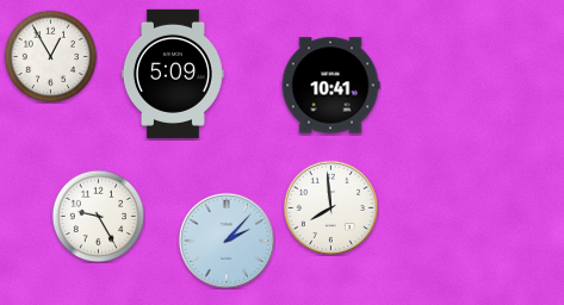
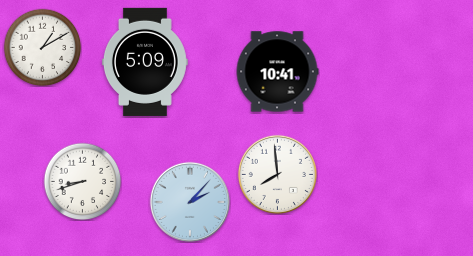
clock at (50, 56): 12:55 -> 1:10
clock at (98, 216): 9:25 -> 8:42
